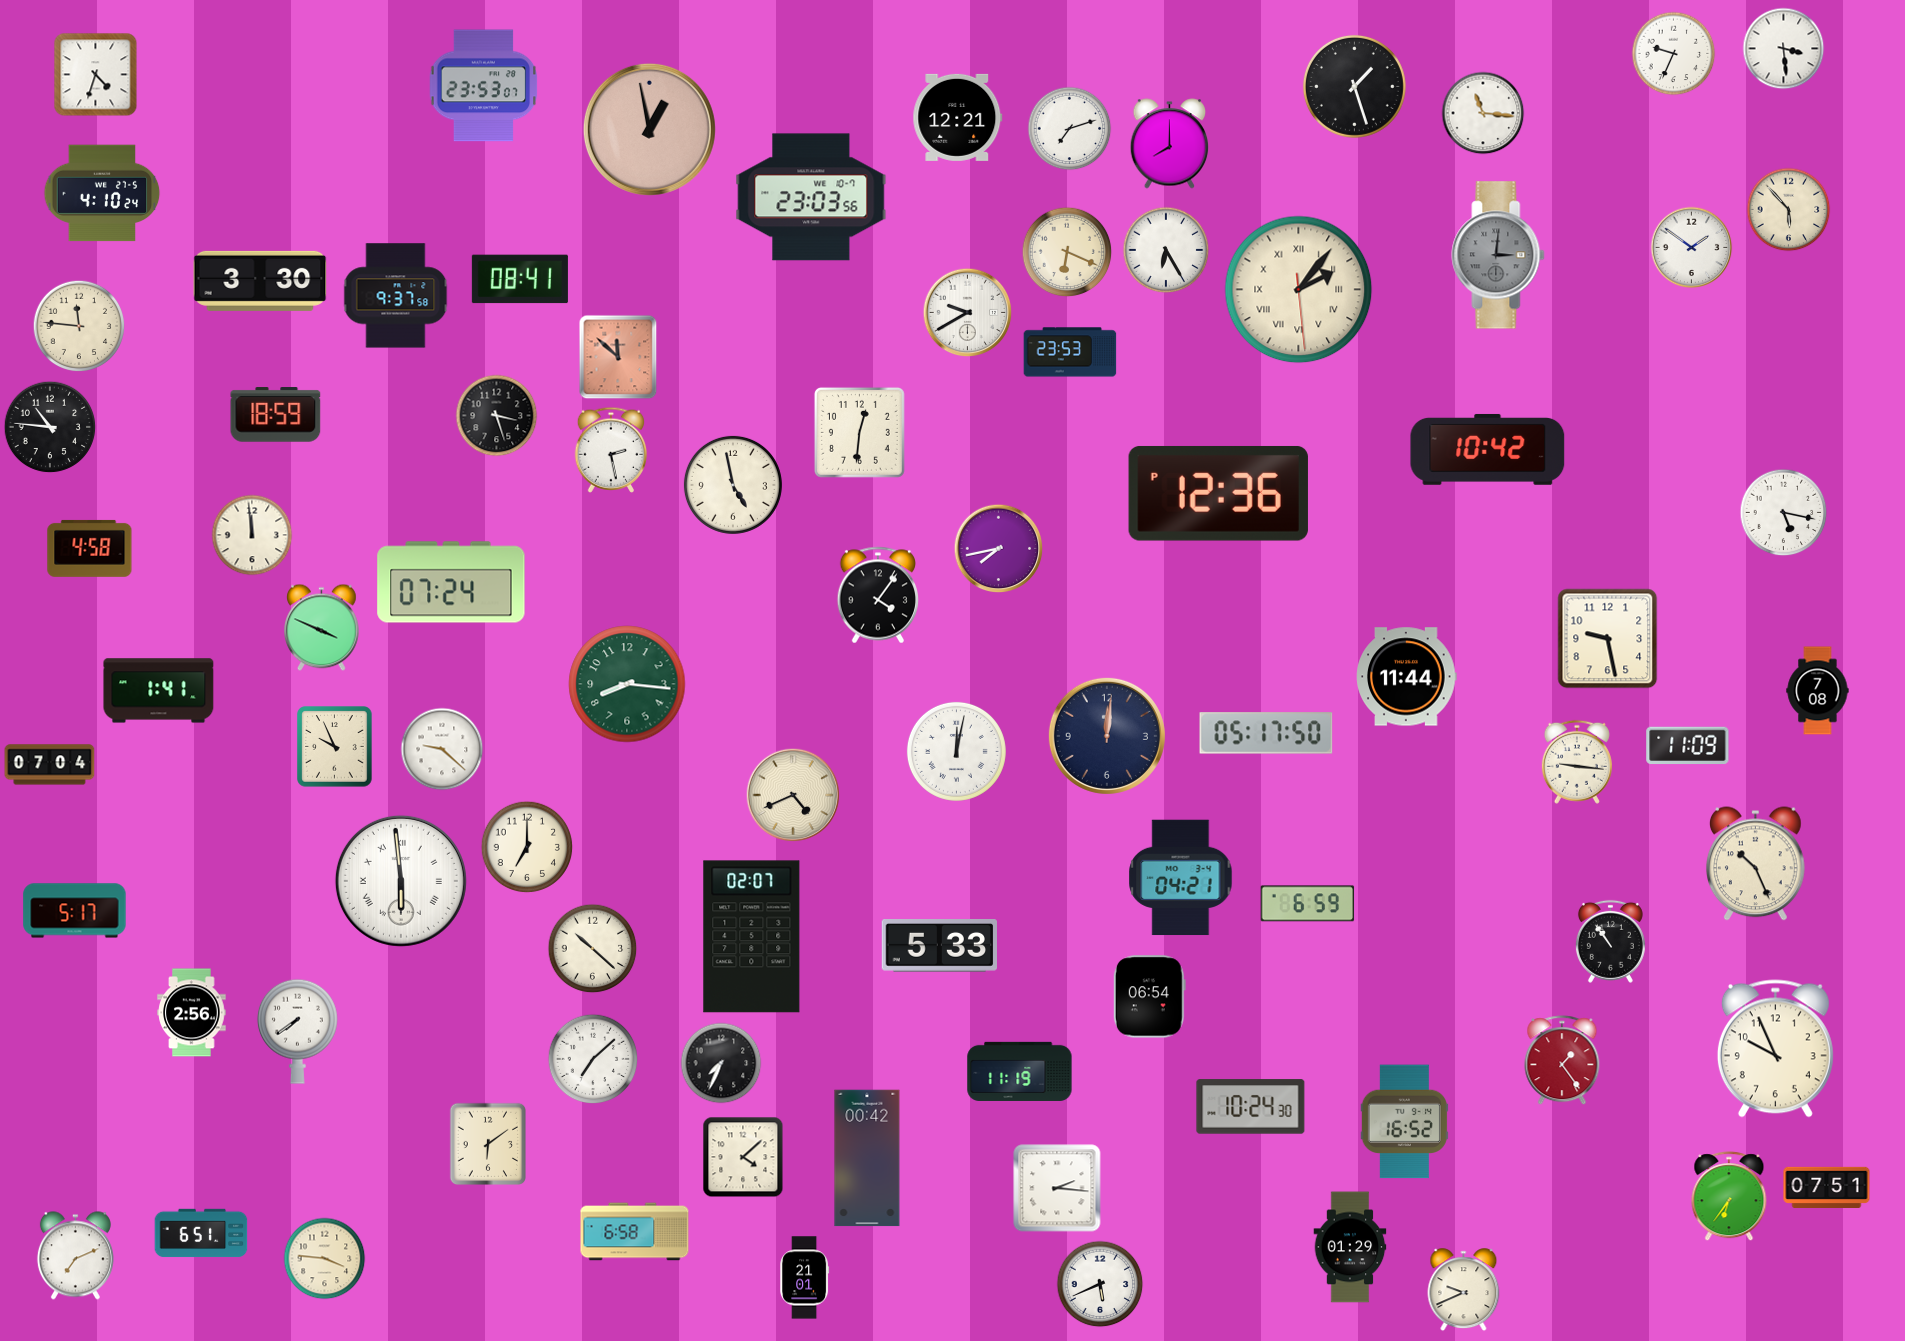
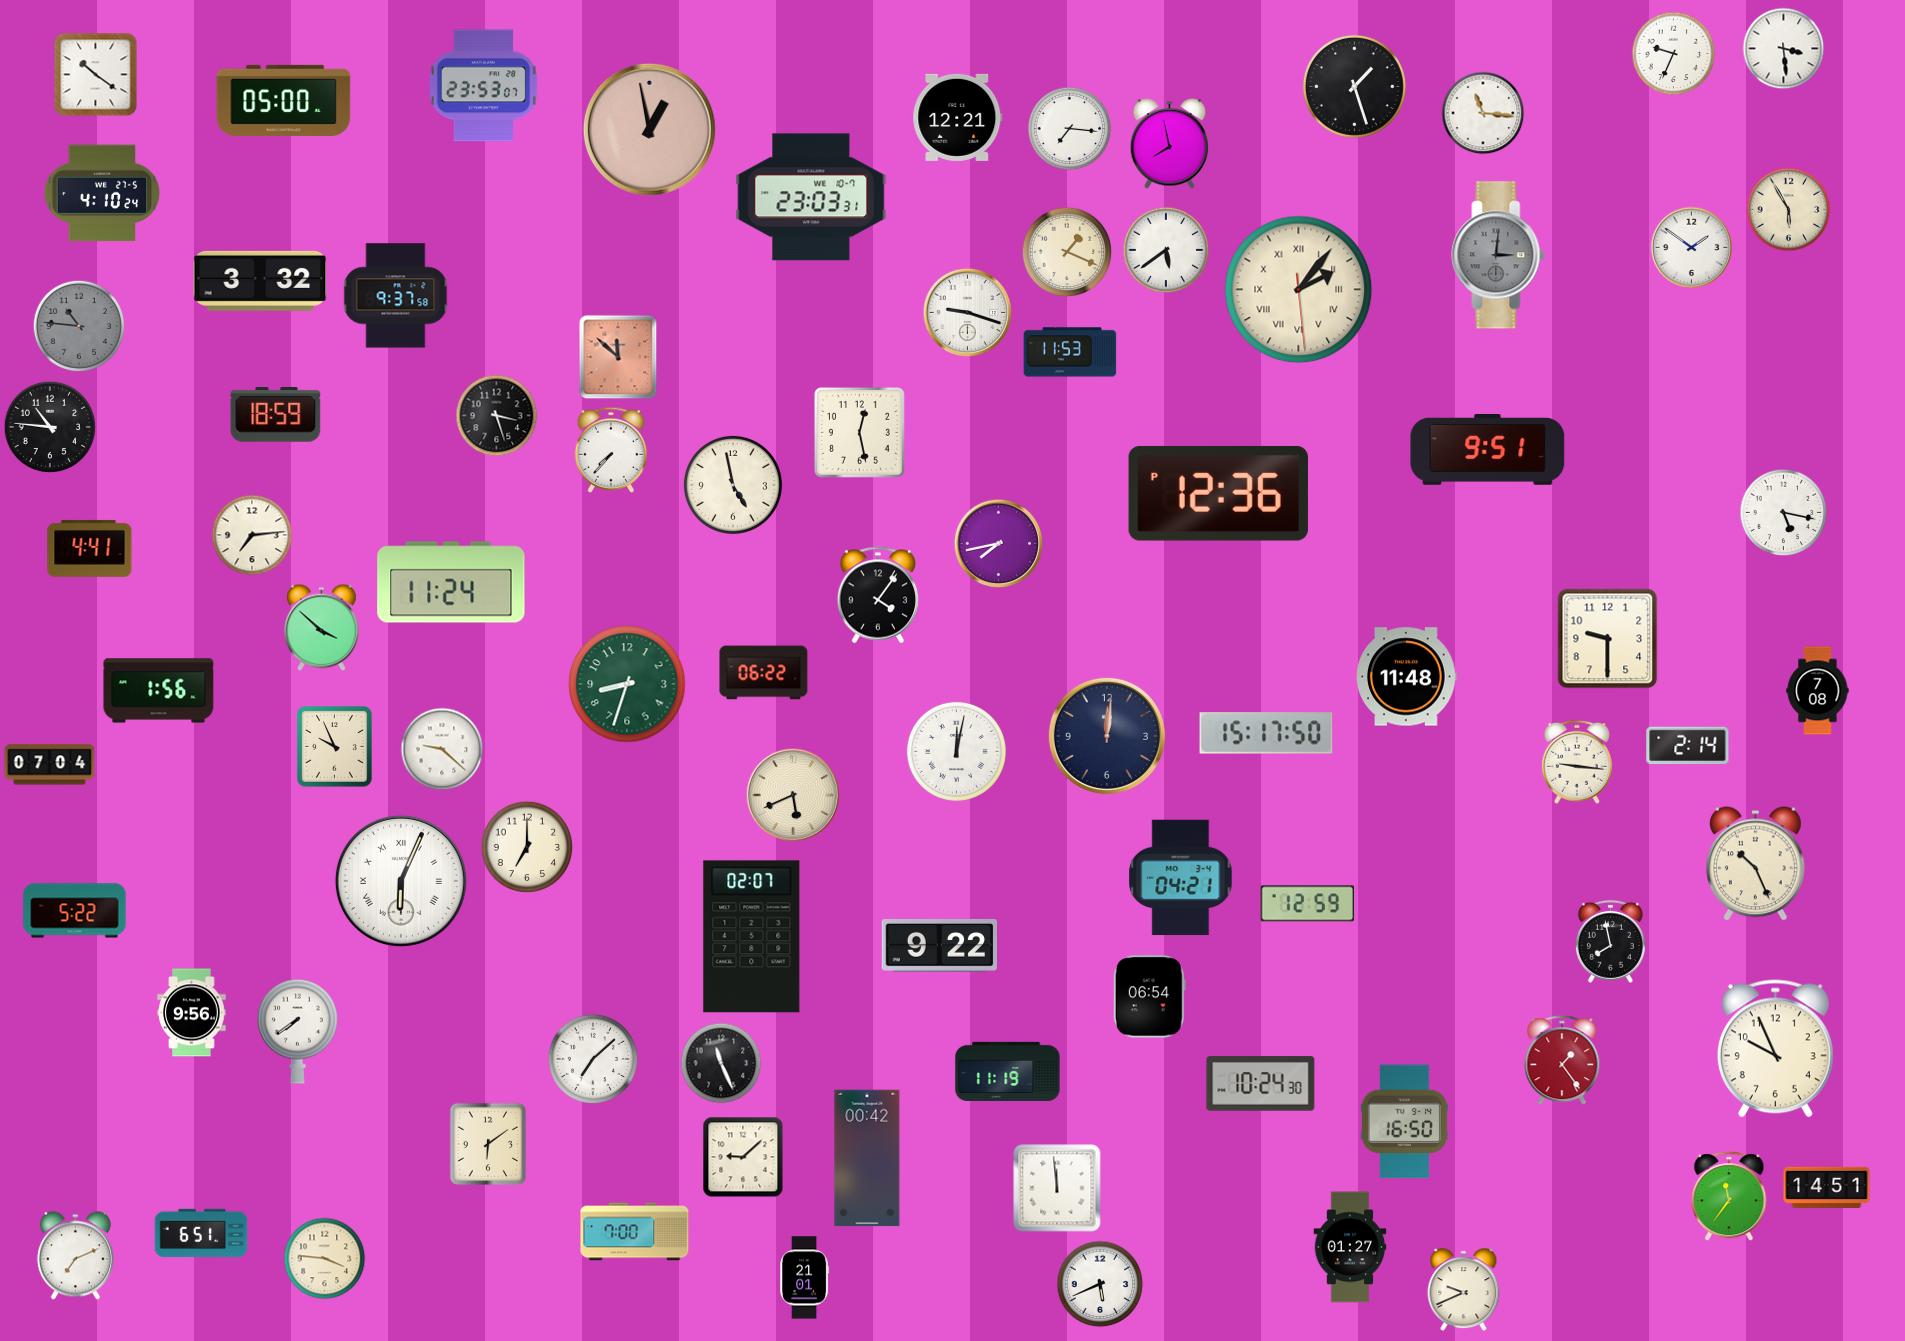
clock at (96, 75): 4:33 -> 10:21
clock at (284, 100): none -> 05:00
clock at (1070, 129): 7:12 -> 7:16
clock at (1170, 144): 8:00 -> 7:58
clock at (811, 197): 23:03:56 -> 23:03:31
clock at (1789, 210): 5:53 -> 5:55
clock at (1166, 250): 6:25 -> 5:39
clock at (1067, 252): 6:19 -> 1:19
clock at (520, 279): 08:41 -> none
clock at (260, 281): 3:30 -> 3:32
clock at (968, 313): 9:40 -> 9:18
clock at (79, 326): 11:46 -> 10:46
clock at (79, 326) dial: cream -> grey
clock at (1070, 352): 23:53 -> 11:53
clock at (859, 432): 12:31 -> 12:28
clock at (1488, 449): 10:42 -> 9:51
clock at (611, 450): 2:28 -> 7:37
clock at (252, 535): 11:59 -> 7:14
clock at (90, 548): 4:58 -> 4:41
clock at (999, 549) position: (999, 549) -> (999, 544)
clock at (451, 582): 07:24 -> 11:24
clock at (322, 628): 3:49 -> 3:52
clock at (1608, 639): 9:28 -> 9:30
clock at (764, 673): none -> 06:22
clock at (1407, 677): 11:44 -> 11:48
clock at (627, 684): 8:16 -> 8:33
clock at (159, 691): 1:41 -> 1:56
clock at (1266, 733): 05:17 -> 15:17
clock at (1688, 746): 11:09 -> 2:14
clock at (793, 795): 4:41 -> 5:41
clock at (401, 881): 5:59 -> 6:04
clock at (1308, 904): 6:59 -> 12:59
clock at (75, 911): 5:17 -> 5:22
clock at (1610, 941): 10:54 -> 7:58
clock at (939, 946): 5:33 -> 9:22
clock at (593, 949): 10:22 -> none
clock at (192, 1013): 2:56 -> 9:56
clock at (721, 1063): 7:34 -> 11:26
clock at (1020, 1071) position: (1020, 1071) -> (1008, 1071)
clock at (1251, 1107) position: (1251, 1107) -> (1261, 1084)
clock at (1404, 1122): 16:52 -> 16:50
clock at (743, 1157): 4:08 -> 9:08
clock at (1827, 1187): 07:51 -> 14:51
clock at (1057, 1188): 2:16 -> 11:59
clock at (1729, 1197): 6:36 -> 11:36
clock at (635, 1232): 6:58 -> 7:00
clock at (1350, 1247): 01:29 -> 01:27
